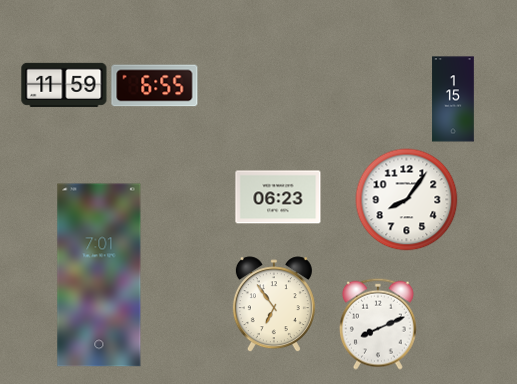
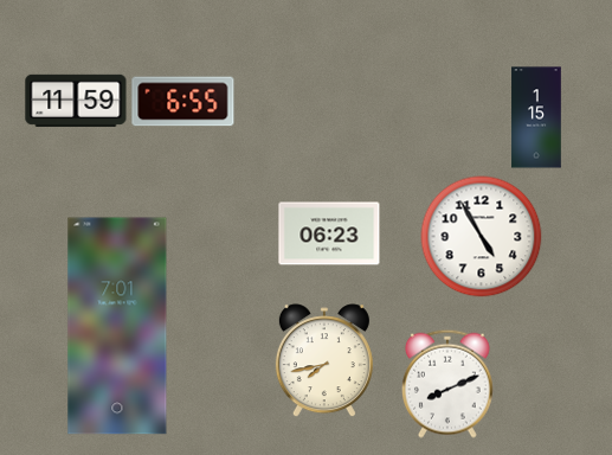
clock at (407, 200): 8:06 -> 4:55
clock at (274, 304): 6:54 -> 7:43
